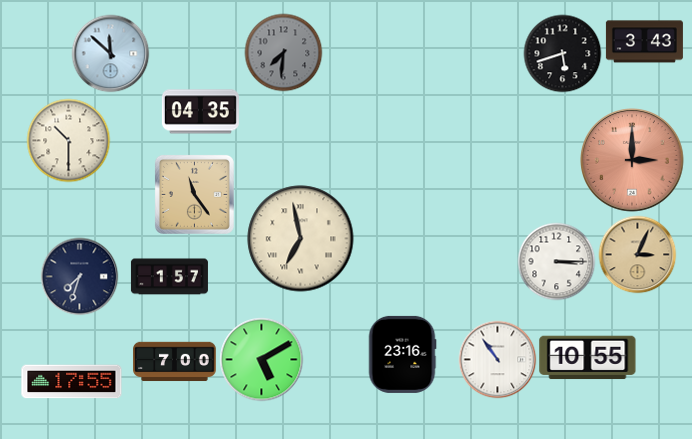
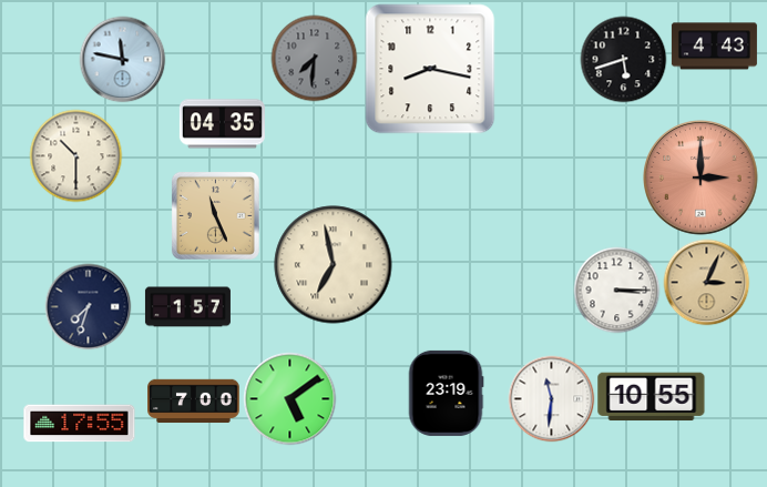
clock at (644, 42): 3:43 -> 4:43
clock at (110, 53): 11:52 -> 11:47
clock at (430, 69): none -> 8:17
clock at (194, 194): 11:24 -> 11:26
clock at (402, 354): 23:16 -> 23:19
clock at (261, 359): 5:10 -> 5:09
clock at (497, 359): 10:54 -> 11:31
